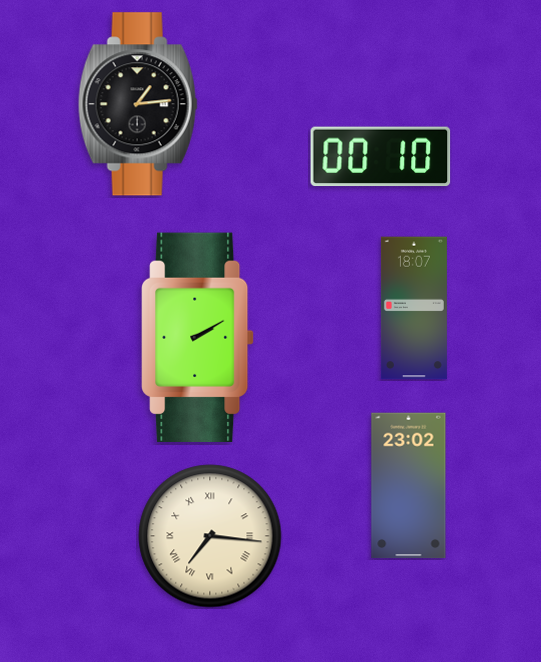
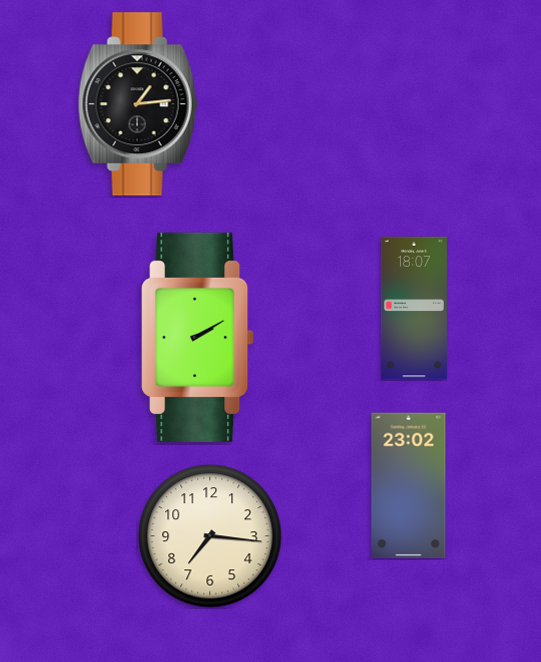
clock at (381, 157): 00:10 -> none
clock at (210, 536) numerals: Roman -> Arabic
